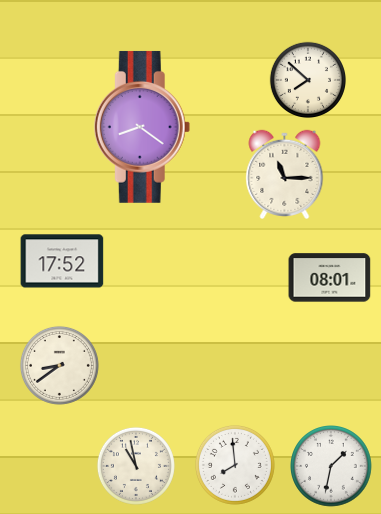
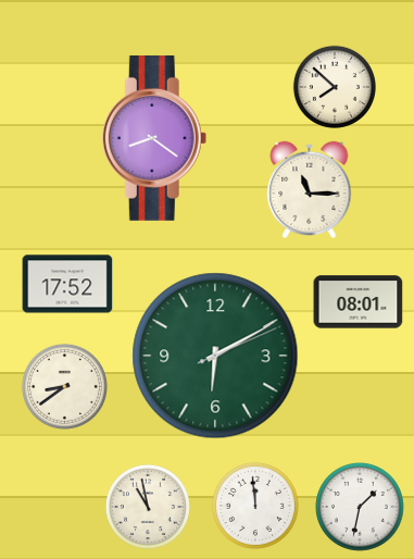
clock at (215, 356): none -> 6:10
clock at (59, 365) position: (59, 365) -> (64, 386)
clock at (235, 465): 7:59 -> 11:59
